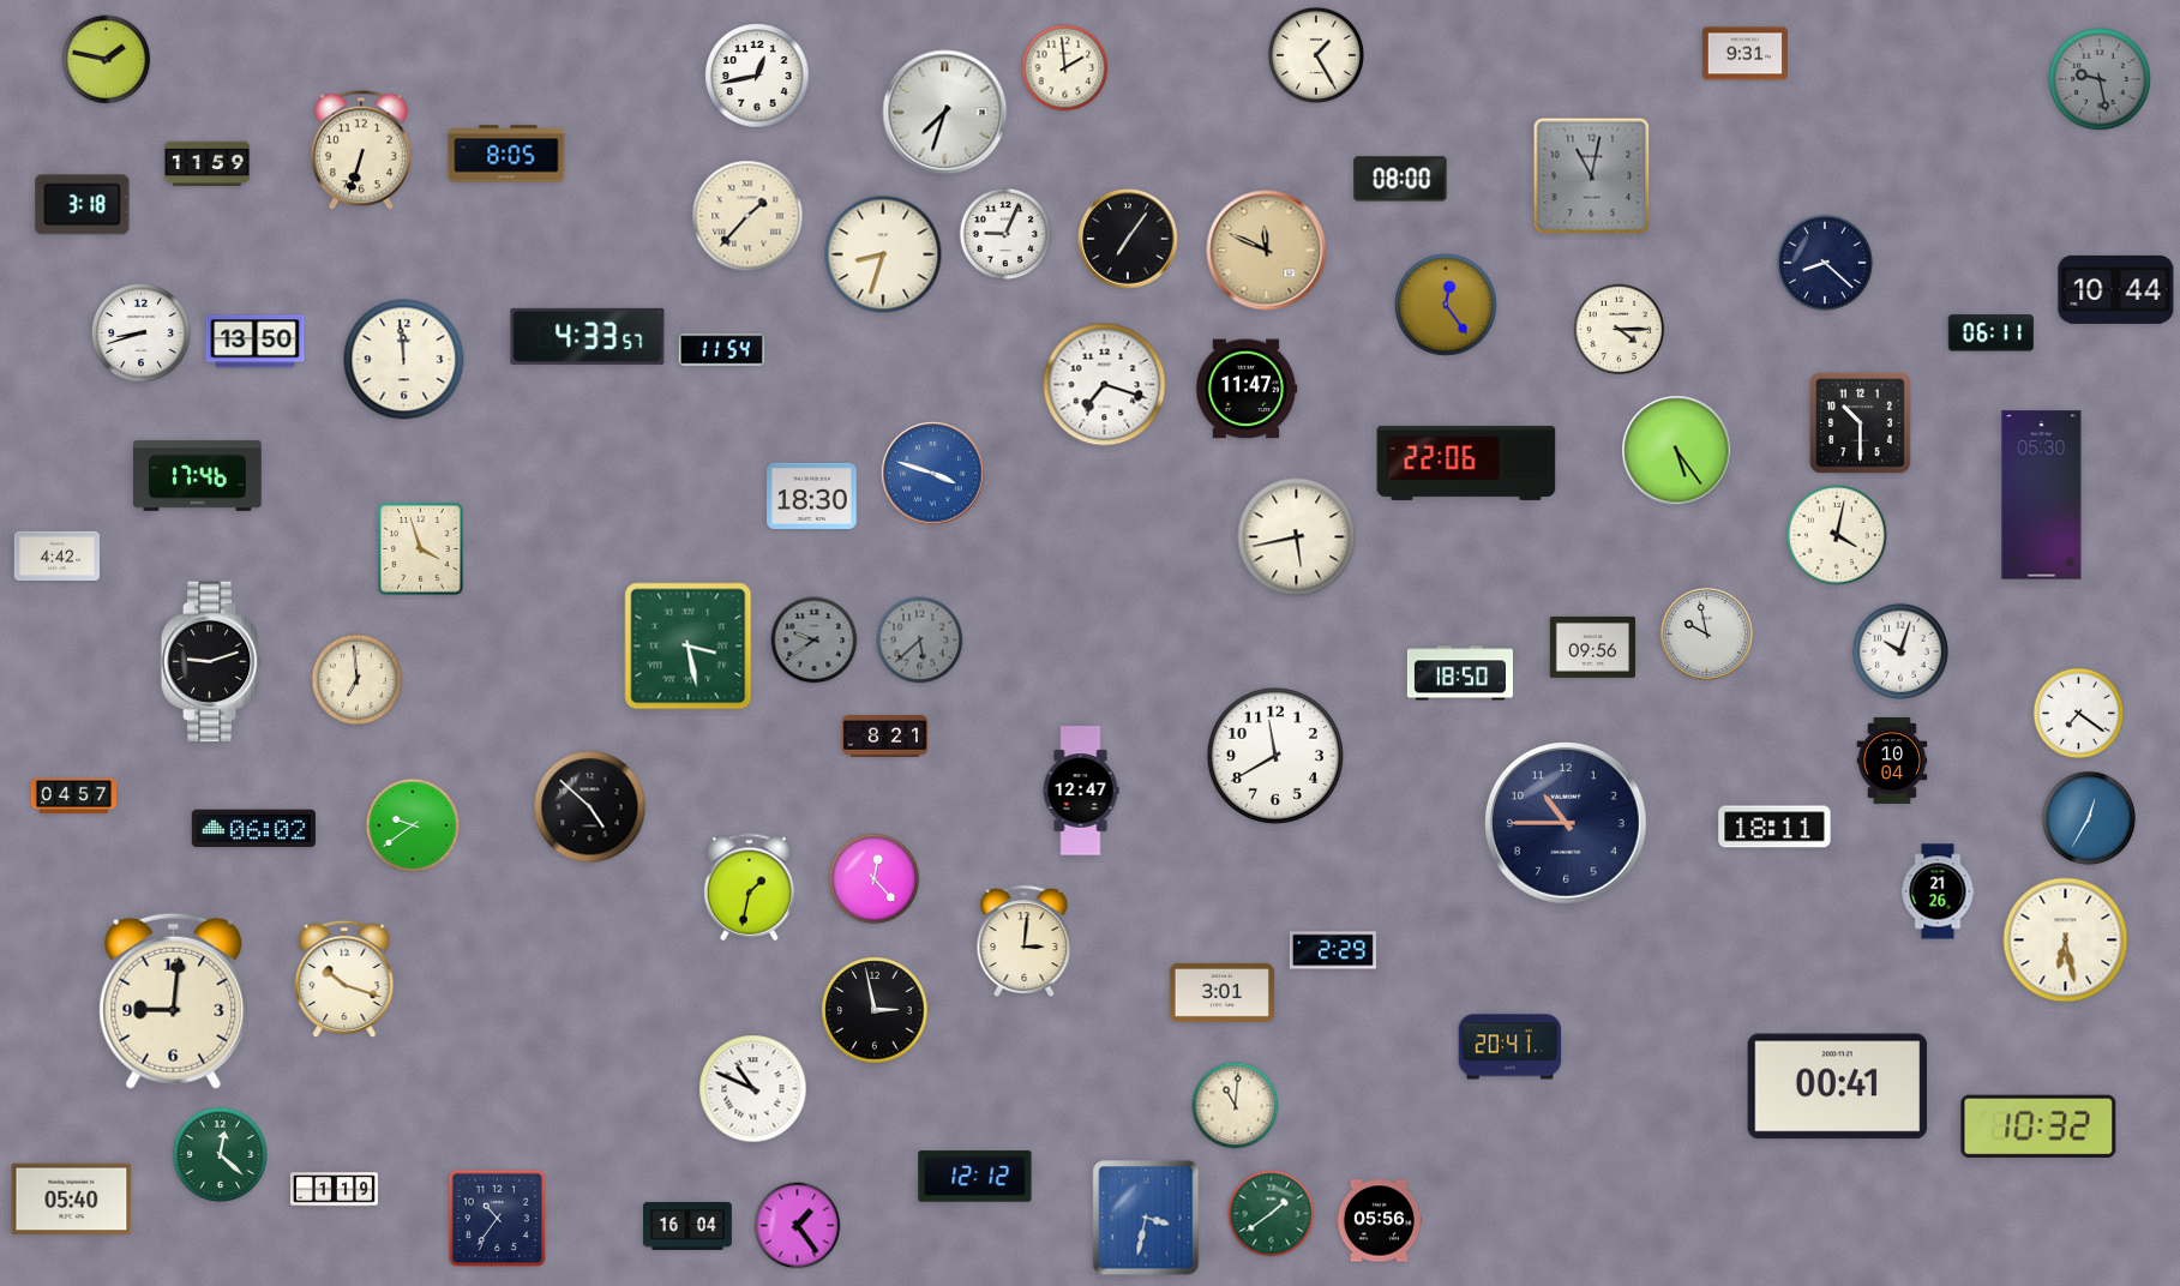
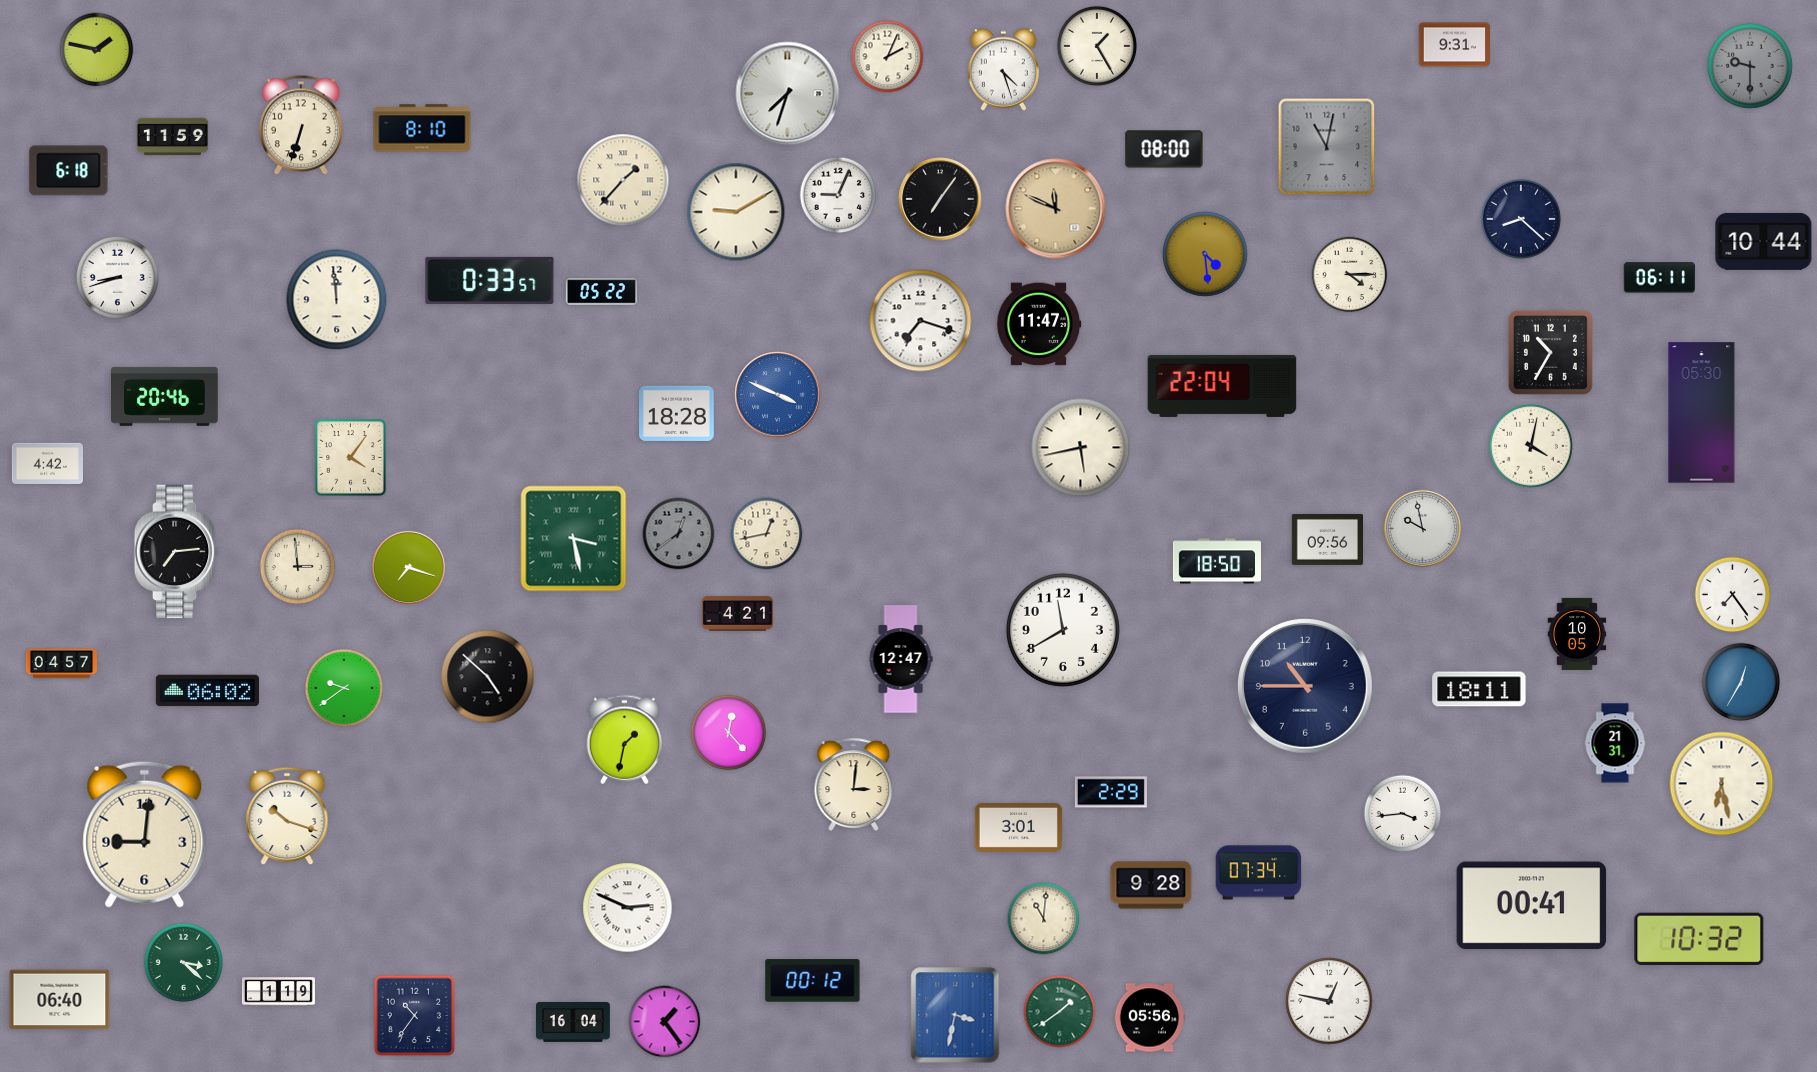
clock at (107, 60) position: (107, 60) -> (97, 50)
clock at (1065, 68): 1:59 -> 2:04
clock at (757, 76): 12:43 -> none
clock at (2100, 79): 9:28 -> 9:30
clock at (1003, 69): none -> 4:27
clock at (506, 154): 8:05 -> 8:10
clock at (1400, 179) position: (1400, 179) -> (1164, 149)
clock at (83, 205): 3:18 -> 6:18
clock at (883, 254): 8:33 -> 9:10
clock at (1446, 305): 12:24 -> 4:29
clock at (588, 336): 4:33 -> 0:33
clock at (256, 342): 13:50 -> none
clock at (721, 350): 11:54 -> 05:22
clock at (1860, 422): 10:30 -> 10:35
clock at (1677, 451): 5:24 -> none
clock at (1466, 463): 22:06 -> 22:04
clock at (933, 474): 3:48 -> 3:49
clock at (198, 475): 17:46 -> 20:46
clock at (812, 495): 18:30 -> 18:28
clock at (421, 549): 3:57 -> 4:06
clock at (815, 641): 9:39 -> 12:39
clock at (920, 641): 5:38 -> 12:43
clock at (920, 641) dial: grey -> cream
clock at (1900, 651): 10:03 -> none
clock at (212, 662): 9:12 -> 7:14
clock at (358, 680): 6:59 -> 2:59
clock at (408, 567): none -> 7:18
clock at (2079, 714): 7:21 -> 7:24
clock at (884, 737): 8:21 -> 4:21
clock at (1892, 761): 10:04 -> 10:05
clock at (590, 807) position: (590, 807) -> (488, 677)
clock at (253, 829) position: (253, 829) -> (207, 691)
clock at (1938, 891): 21:26 -> 21:31
clock at (1403, 814): none -> 3:44
clock at (875, 1010): 2:58 -> none
clock at (1511, 1047): 20:41 -> 07:34
clock at (1151, 885): none -> 9:28
clock at (753, 1089): 10:49 -> 2:49
clock at (1236, 1106) position: (1236, 1106) -> (1044, 919)
clock at (220, 1154): 12:22 -> 3:22
clock at (975, 1177): 12:12 -> 00:12
clock at (72, 1200): 05:40 -> 06:40
clock at (1329, 1001): none -> 12:47
